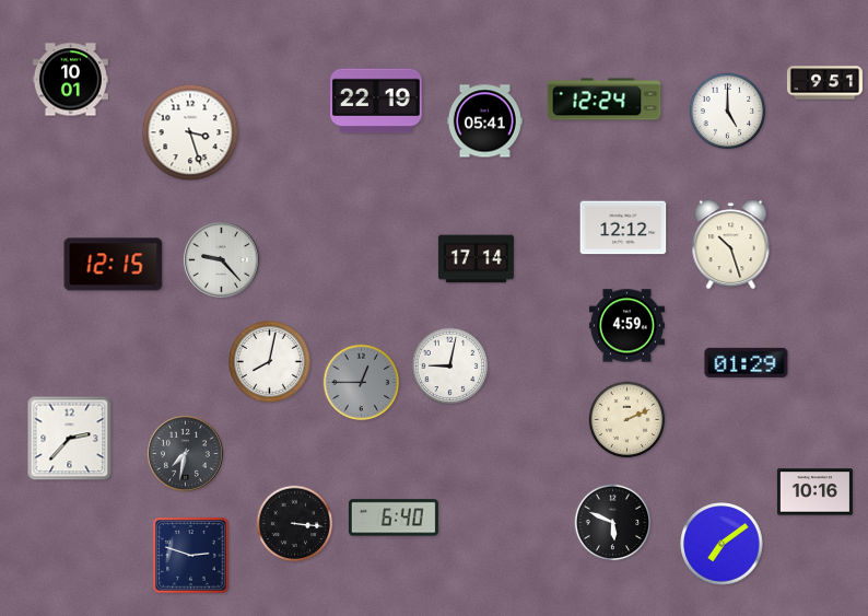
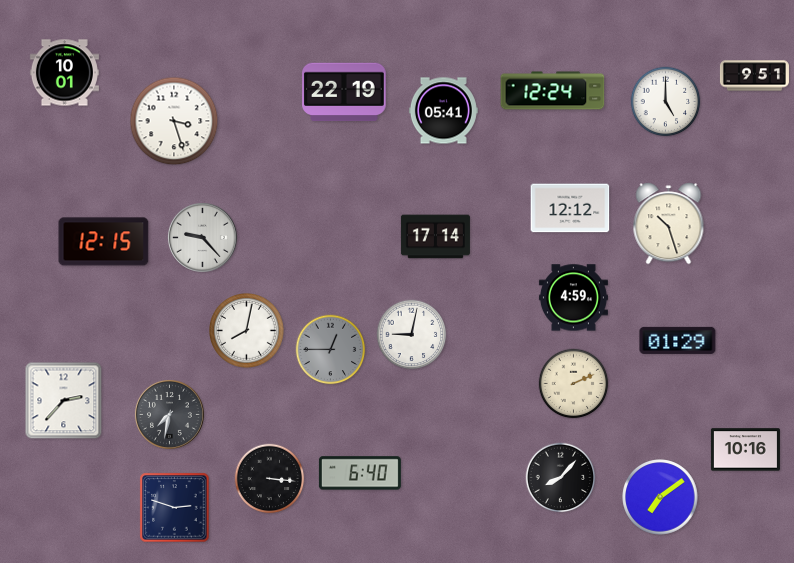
clock at (747, 362) position: (747, 362) -> (678, 340)
clock at (613, 523): 5:49 -> 8:07
